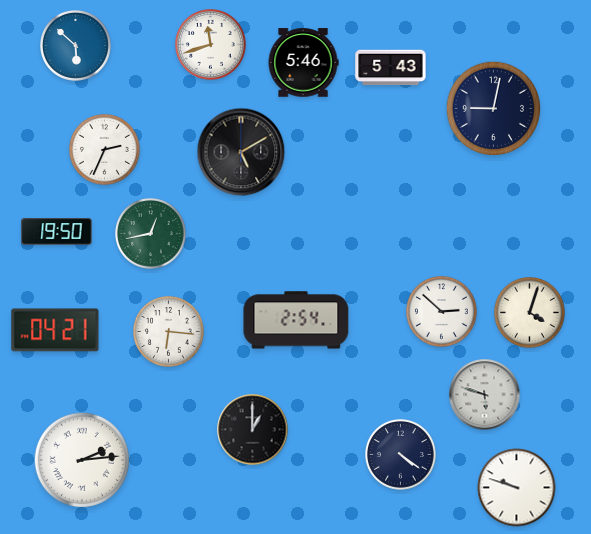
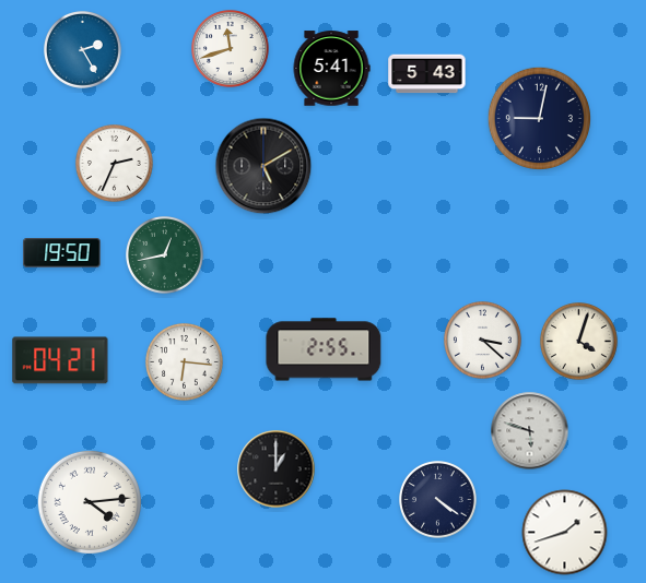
clock at (76, 46): 5:52 -> 2:25
clock at (303, 63): 5:46 -> 5:41
clock at (442, 312): 2:52 -> 3:22
clock at (296, 320): 2:54 -> 2:55
clock at (401, 455) position: (401, 455) -> (438, 500)
clock at (82, 460): 2:14 -> 4:14
clock at (517, 488): 9:48 -> 1:42
